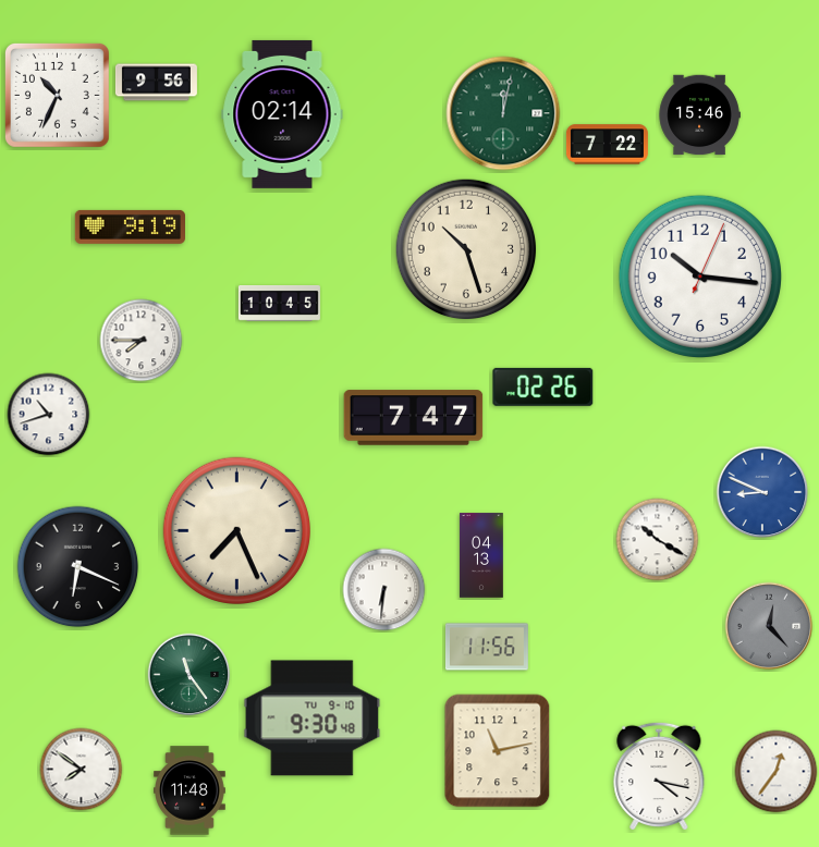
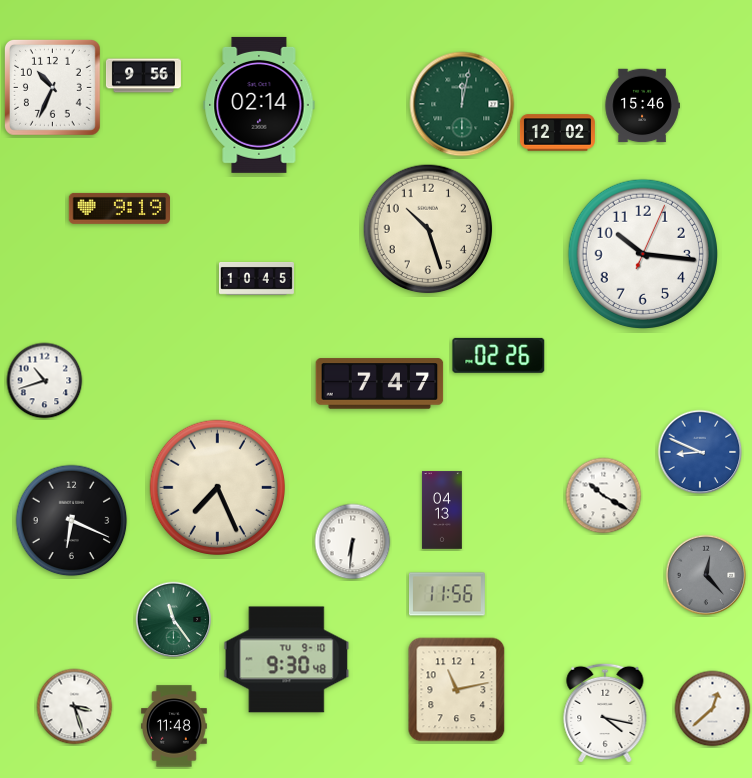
clock at (607, 145): 7:22 -> 12:02
clock at (142, 341): 7:45 -> none
clock at (82, 770): 7:51 -> 3:27
clock at (777, 772): 12:36 -> 12:38
